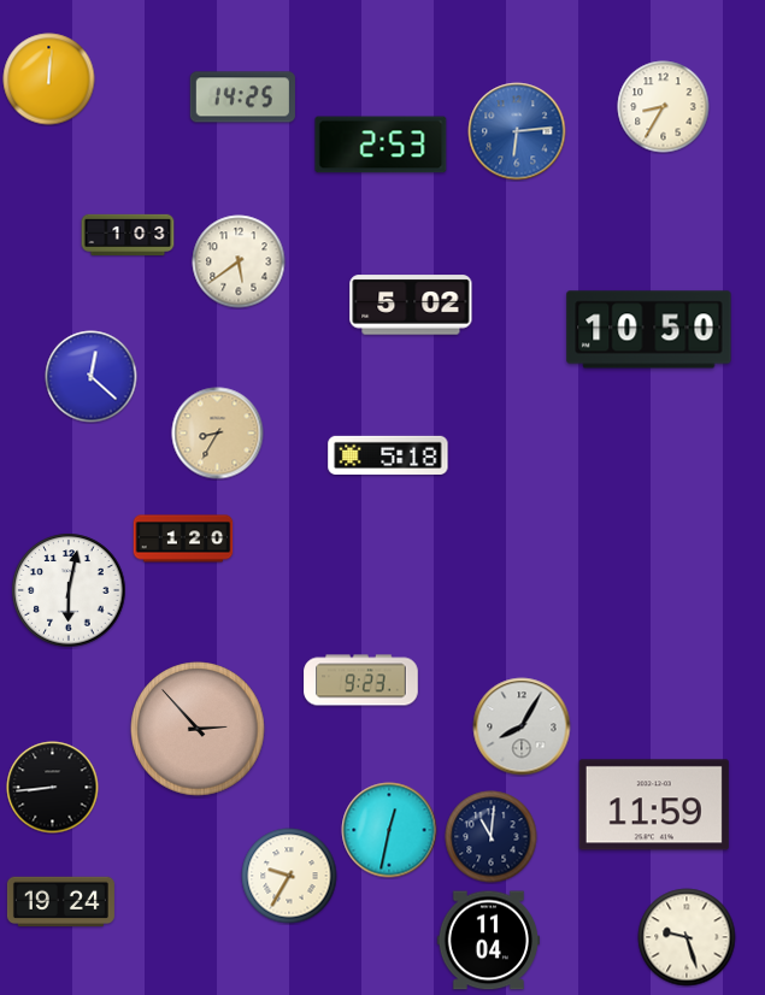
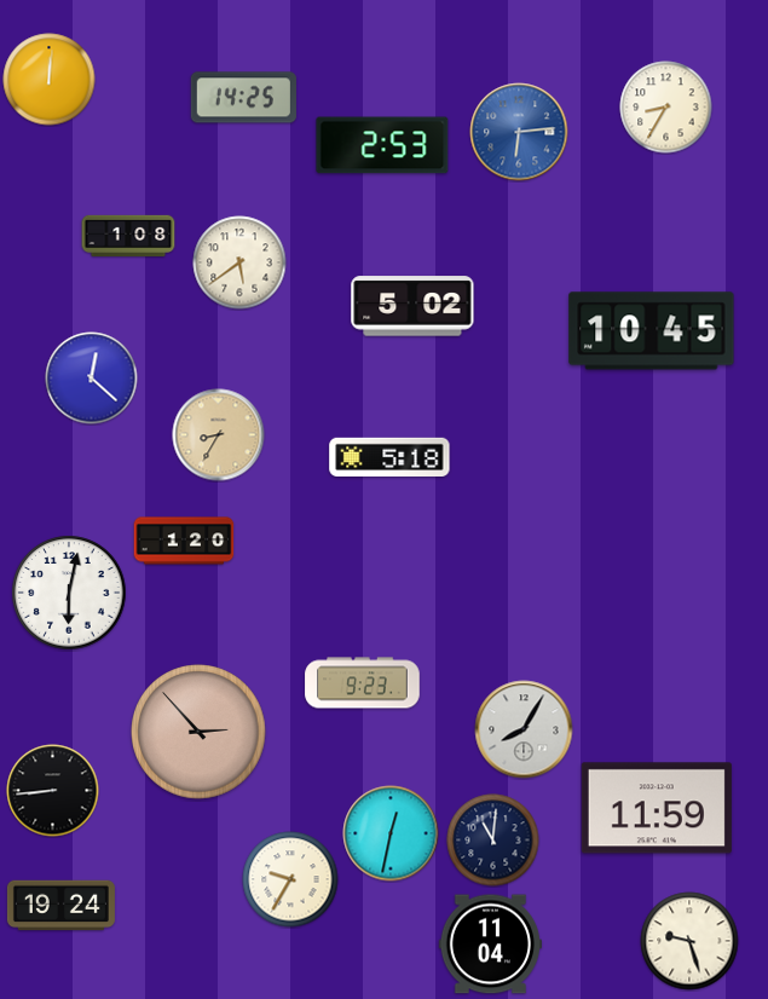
clock at (128, 235): 1:03 -> 1:08
clock at (649, 330): 10:50 -> 10:45
